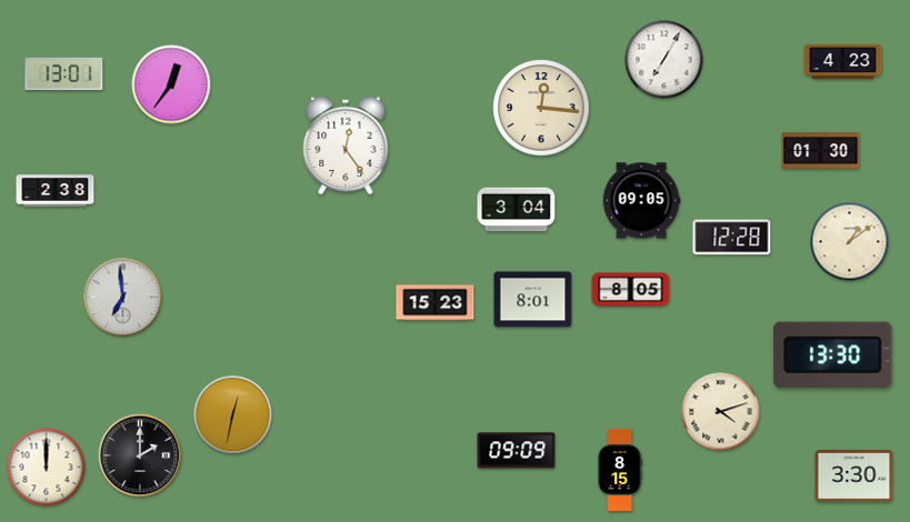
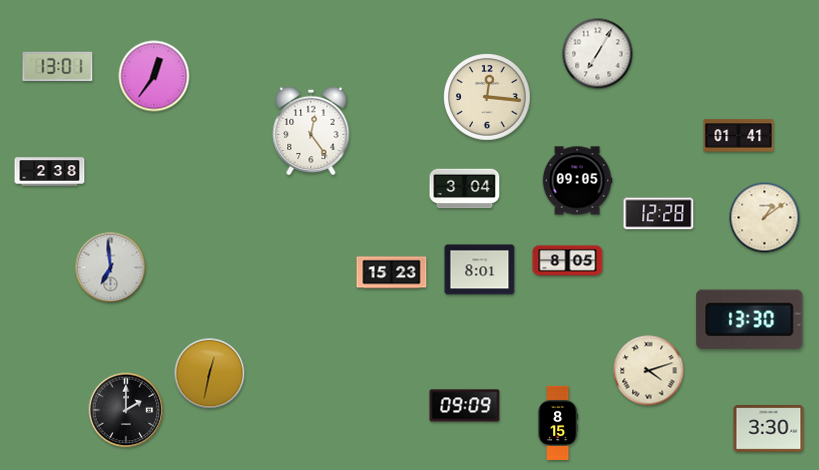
clock at (843, 62): 4:23 -> none
clock at (821, 151): 01:30 -> 01:41
clock at (47, 468): 12:00 -> none
